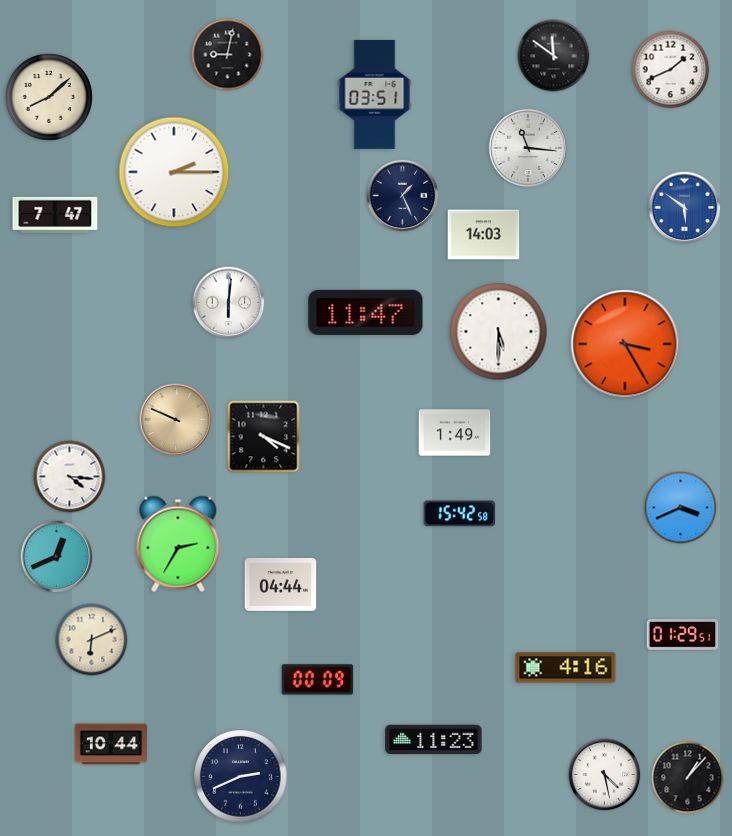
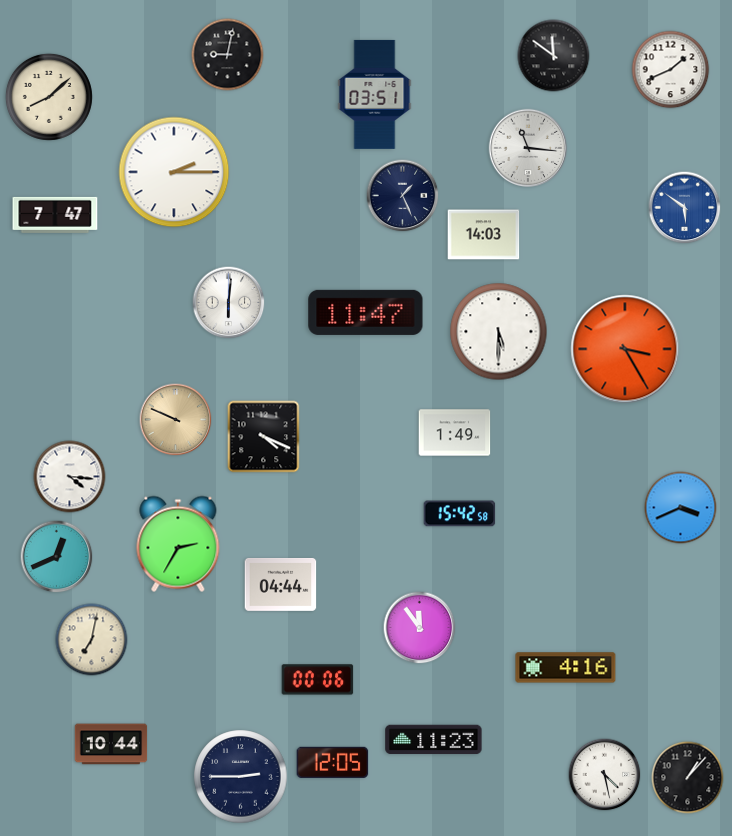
clock at (625, 344) position: (625, 344) -> (625, 349)
clock at (420, 628): none -> 11:54
clock at (683, 635): 01:29 -> none
clock at (92, 640): 6:11 -> 7:02
clock at (318, 680): 00:09 -> 00:06
clock at (333, 762): none -> 12:05
clock at (241, 777): 2:41 -> 2:45
